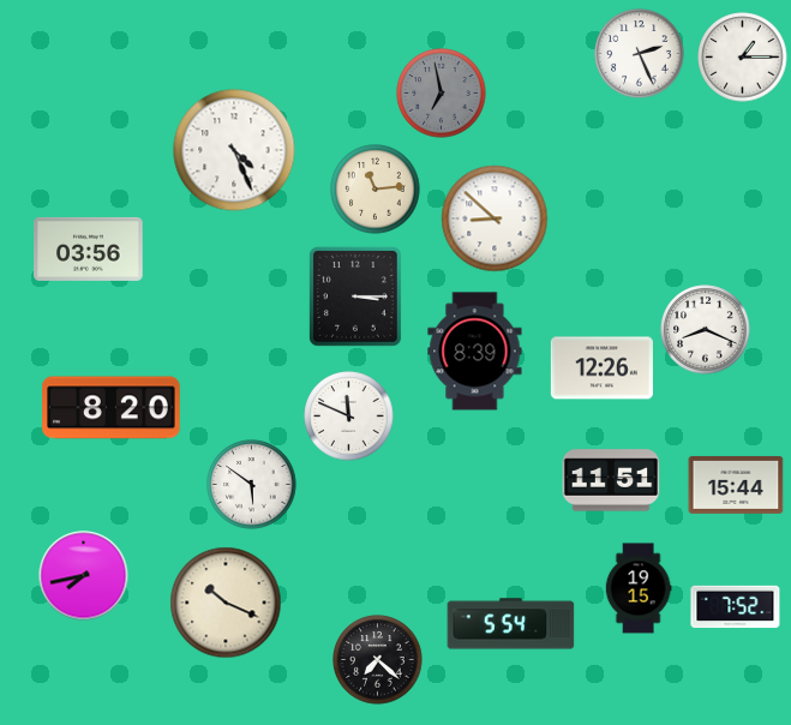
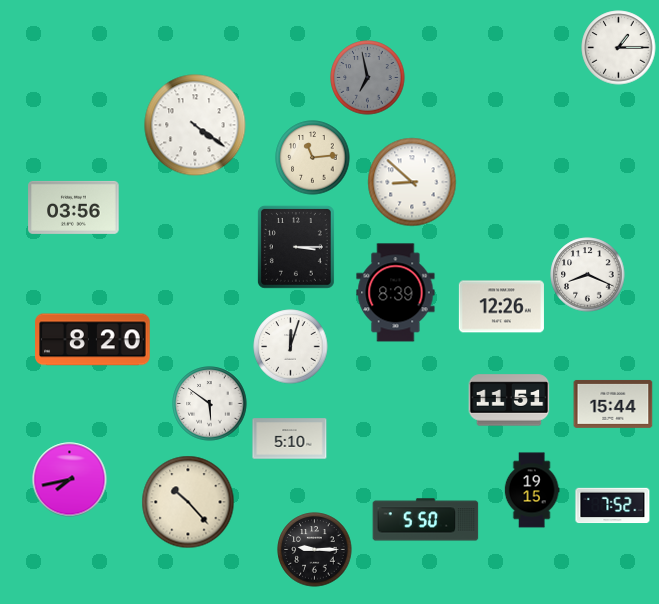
clock at (640, 54): 2:26 -> none
clock at (234, 150): 4:26 -> 4:21
clock at (349, 417): 11:49 -> 12:03
clock at (290, 439): none -> 5:10
clock at (226, 603): 10:19 -> 10:23
clock at (511, 624): 5:54 -> 5:50
clock at (378, 660): 7:22 -> 9:15
